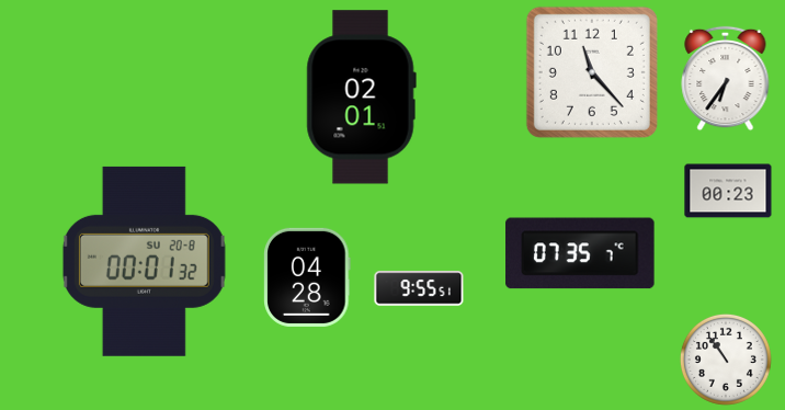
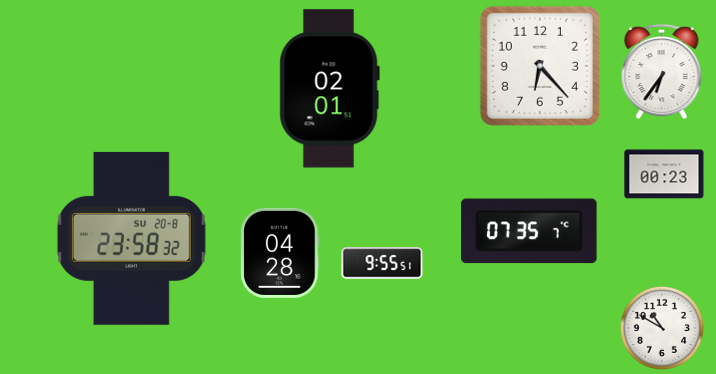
clock at (592, 72): 11:23 -> 6:23
clock at (144, 261): 00:01 -> 23:58
clock at (726, 360): 10:54 -> 10:50
